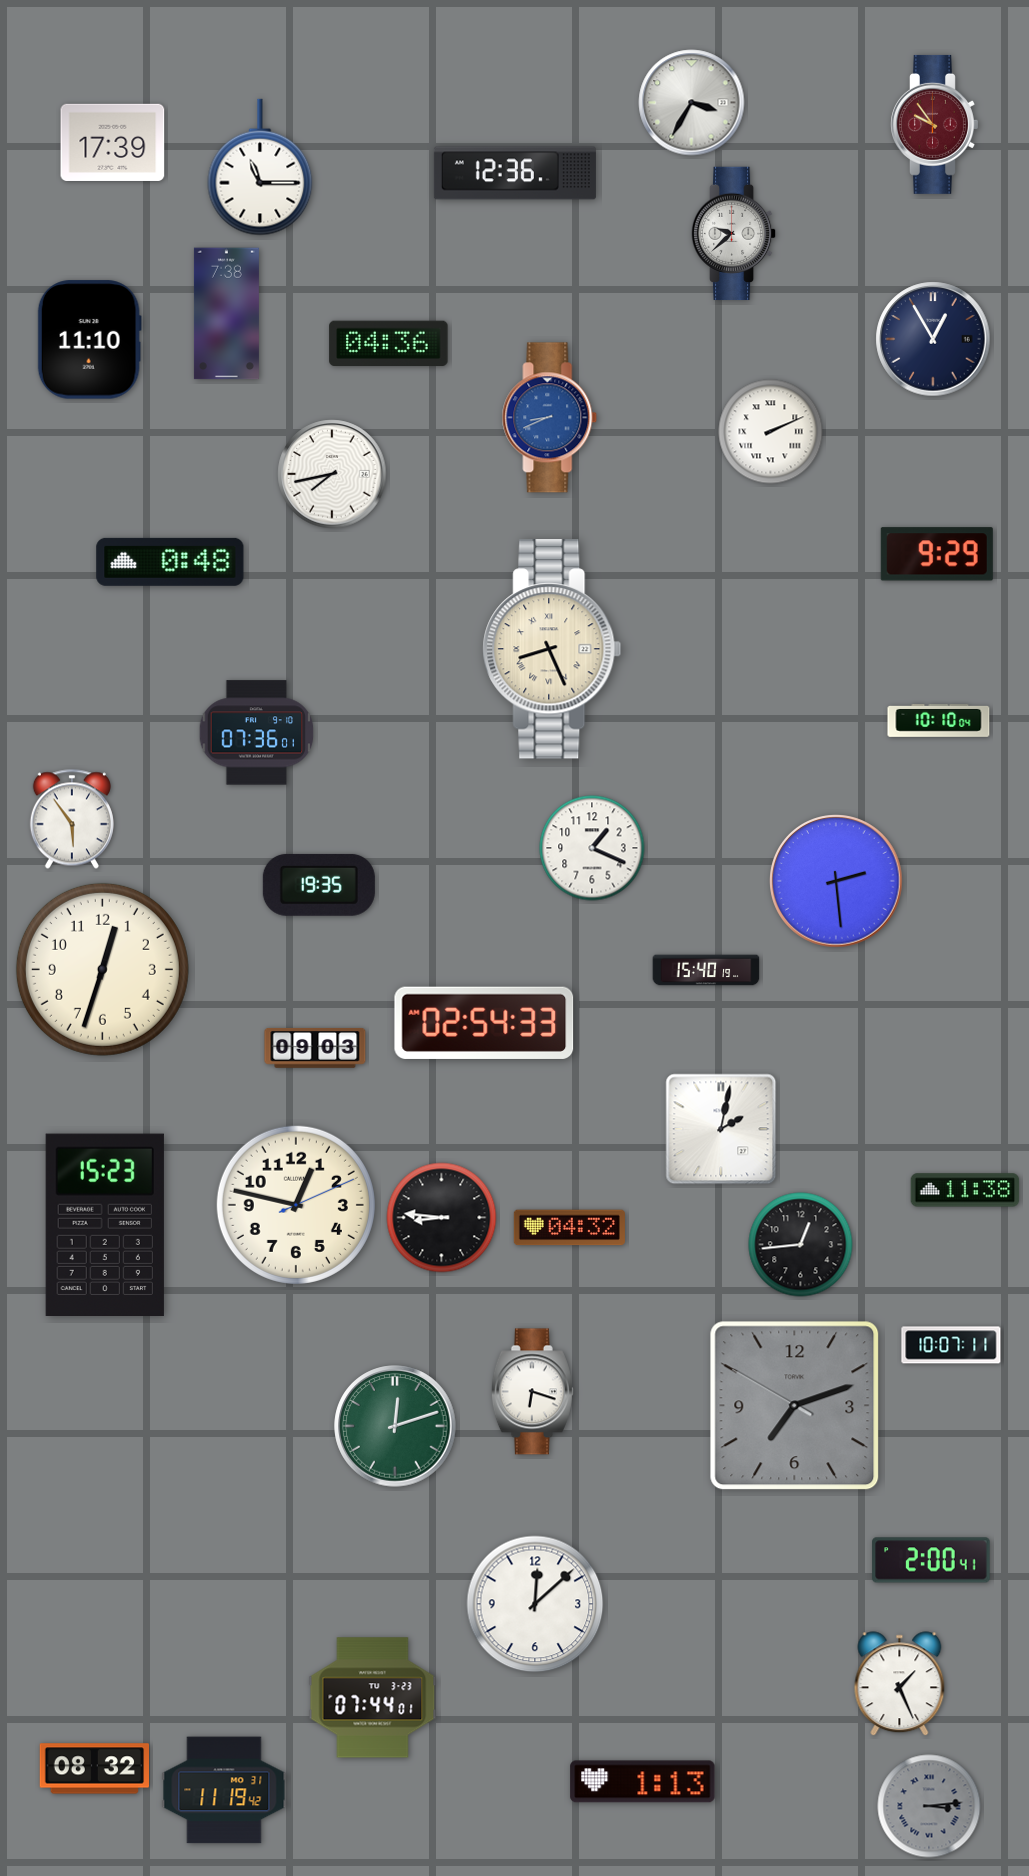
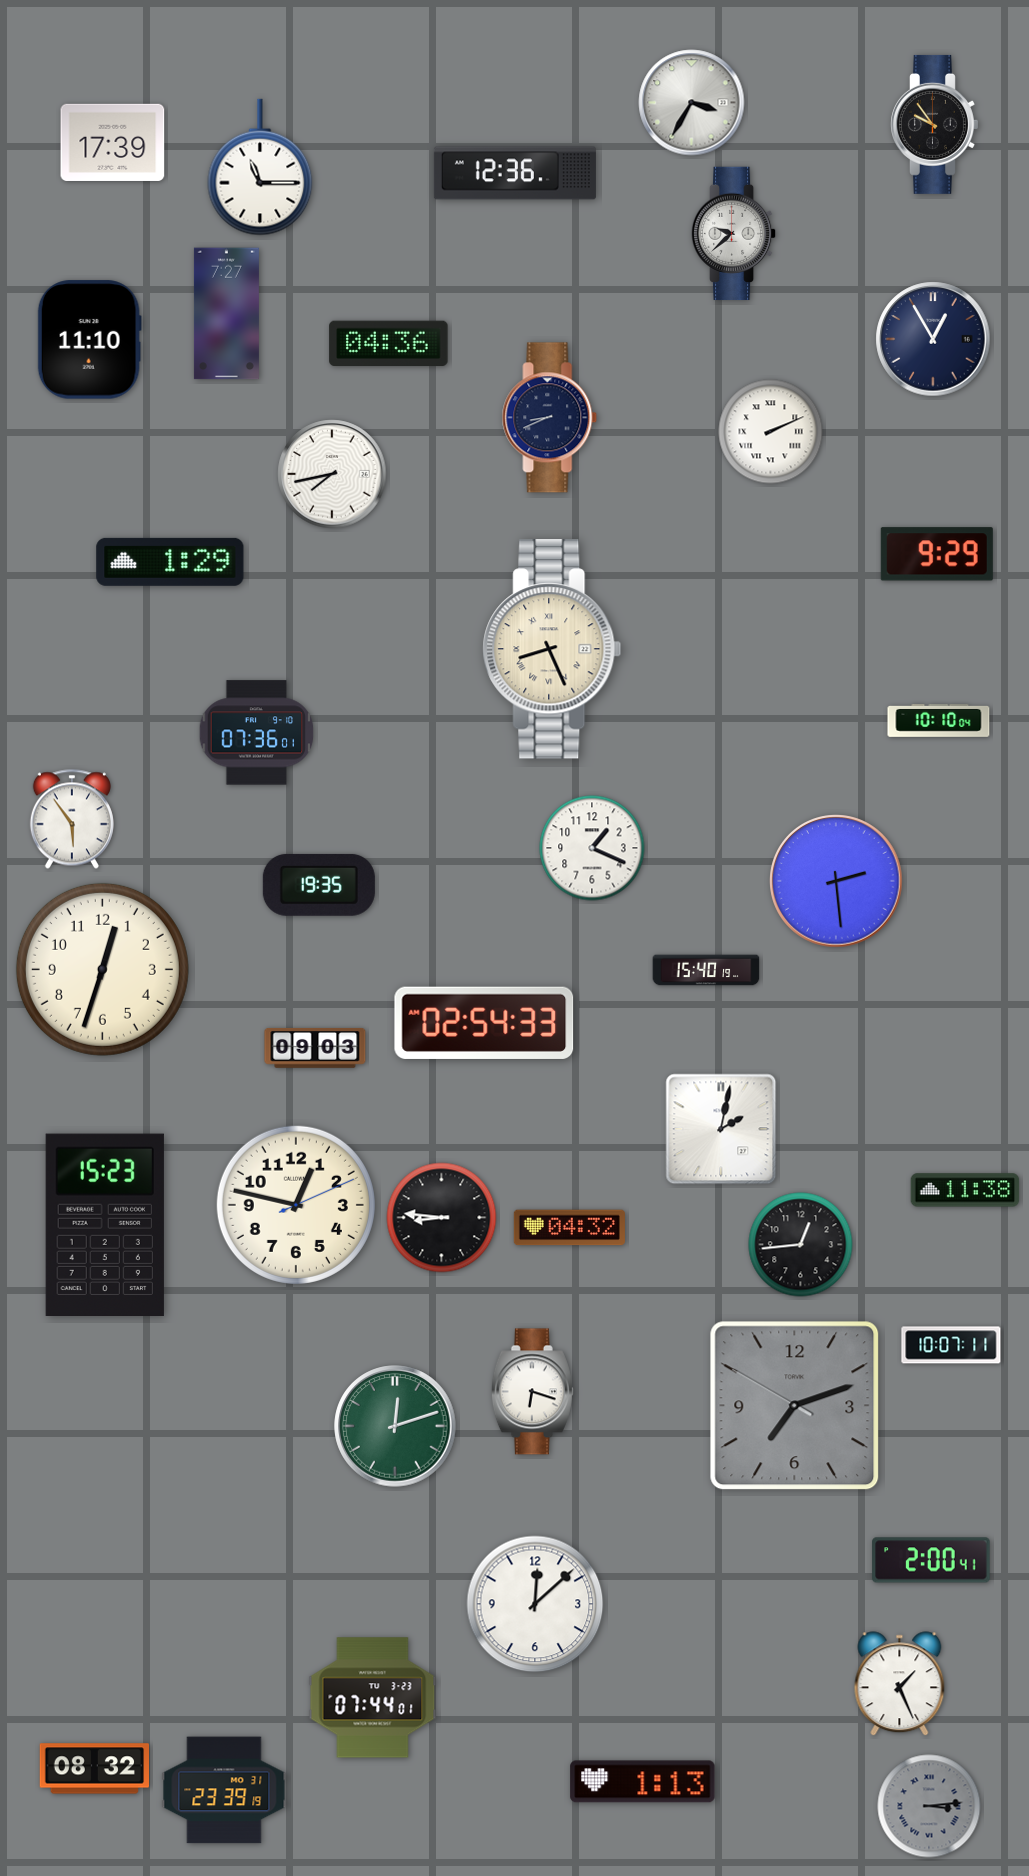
clock at (935, 124) dial: burgundy -> black
clock at (226, 314): 7:38 -> 7:27
clock at (550, 418) dial: blue -> navy
clock at (170, 562): 0:48 -> 1:29
clock at (224, 1790): 11:19 -> 23:39
